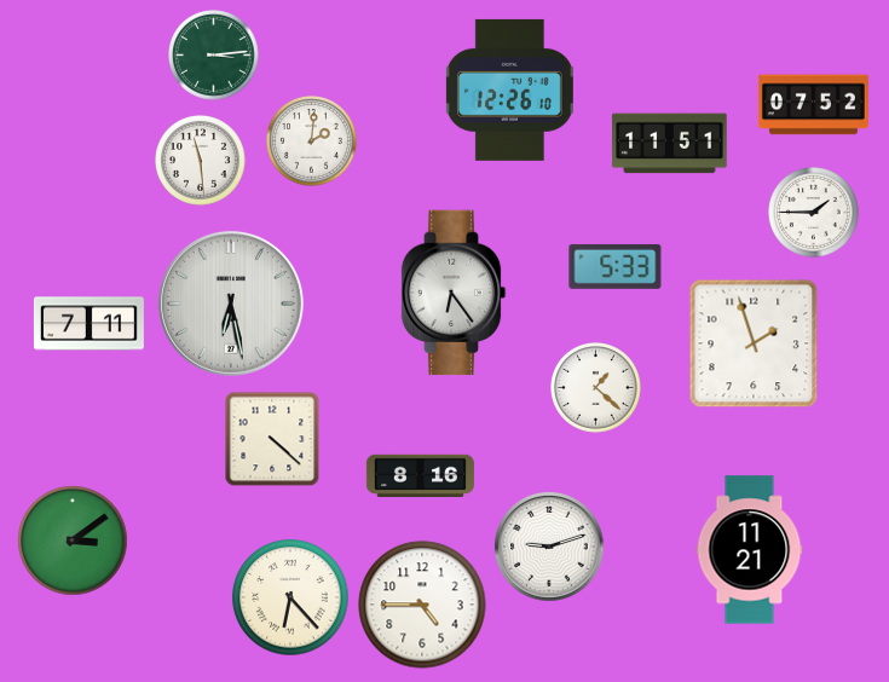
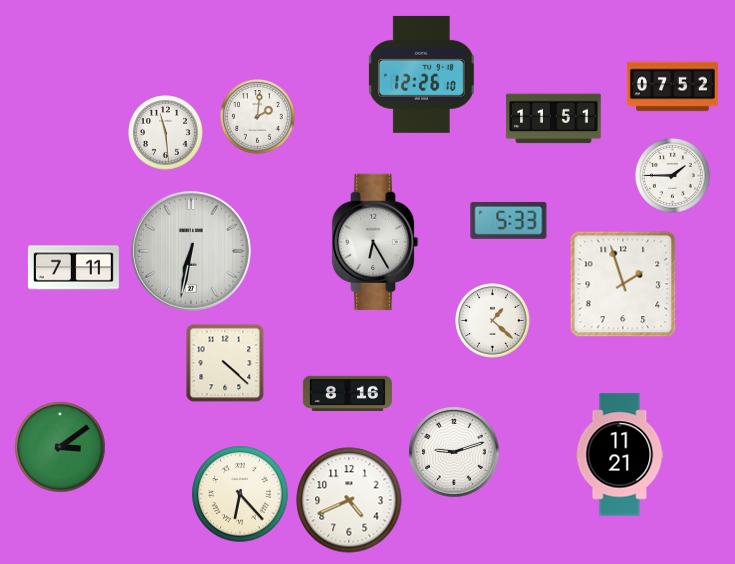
clock at (214, 56): 3:14 -> none
clock at (454, 293): 6:24 -> 6:25
clock at (231, 304): 6:28 -> 6:32
clock at (422, 605): 4:45 -> 4:41
